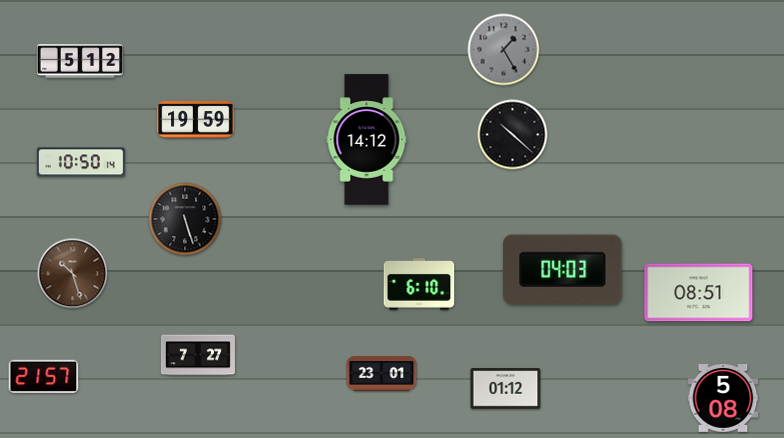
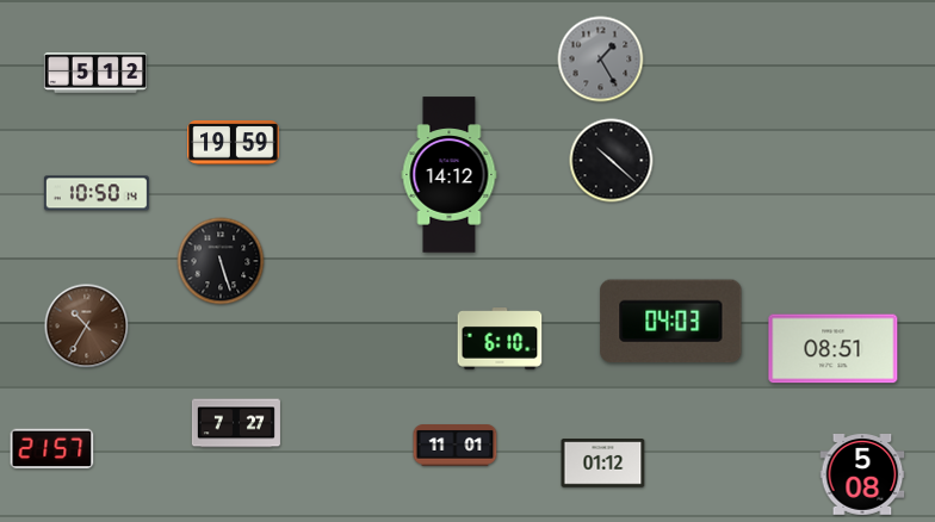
clock at (367, 140) position: (367, 140) -> (450, 175)
clock at (73, 274): 10:27 -> 10:35
clock at (382, 374): 23:01 -> 11:01
